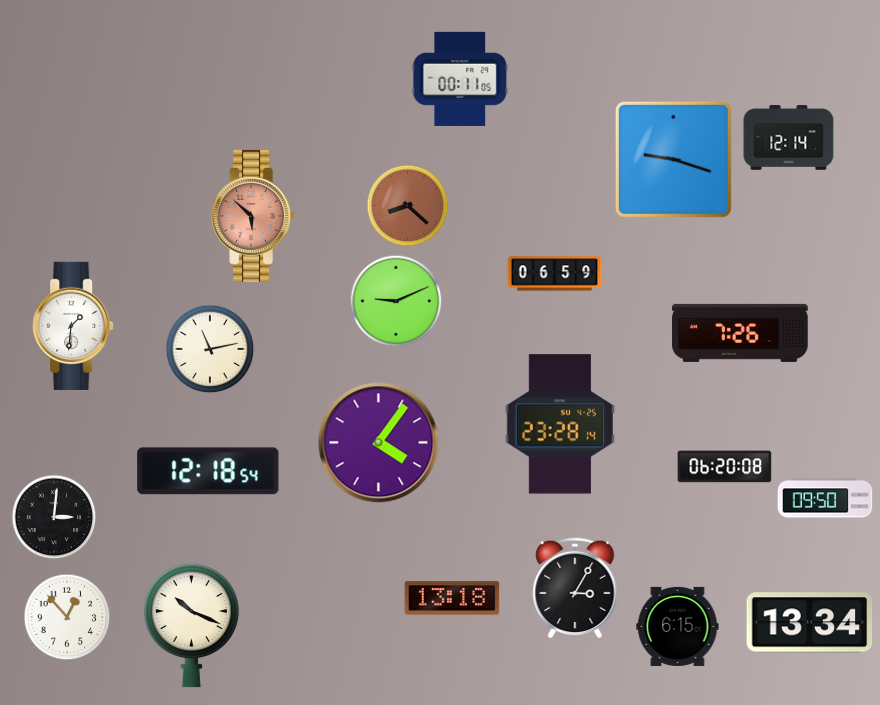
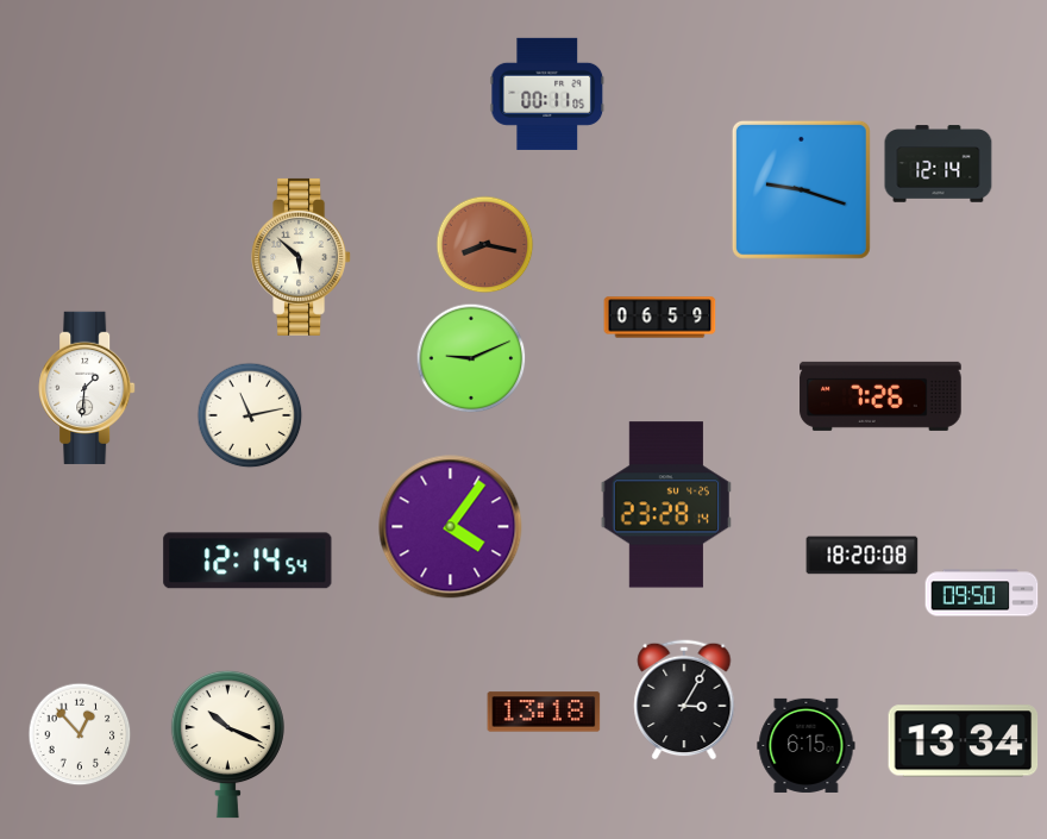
clock at (408, 206): 8:22 -> 8:17
clock at (254, 216) dial: salmon -> cream
clock at (555, 274) position: (555, 274) -> (660, 318)
clock at (725, 467): 06:20 -> 18:20
clock at (208, 471): 12:18 -> 12:14
clock at (54, 517): 3:01 -> none
clock at (452, 598) position: (452, 598) -> (544, 712)
